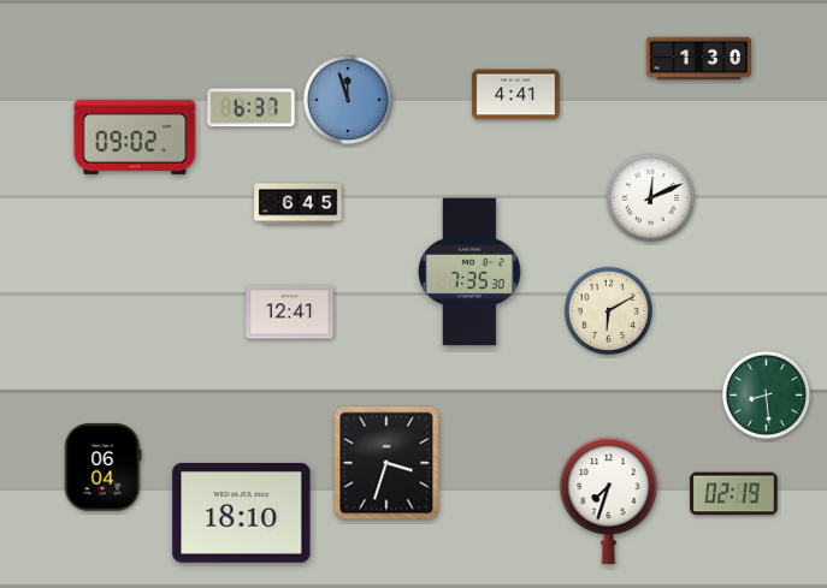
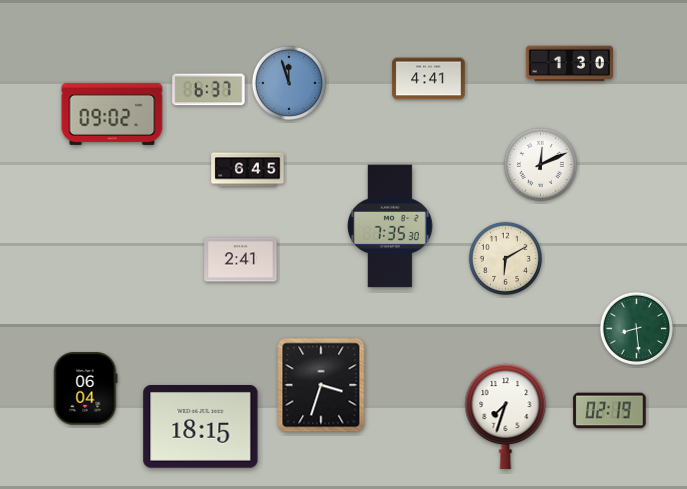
clock at (698, 59) position: (698, 59) -> (569, 64)
clock at (290, 313): 12:41 -> 2:41
clock at (242, 513): 18:10 -> 18:15
